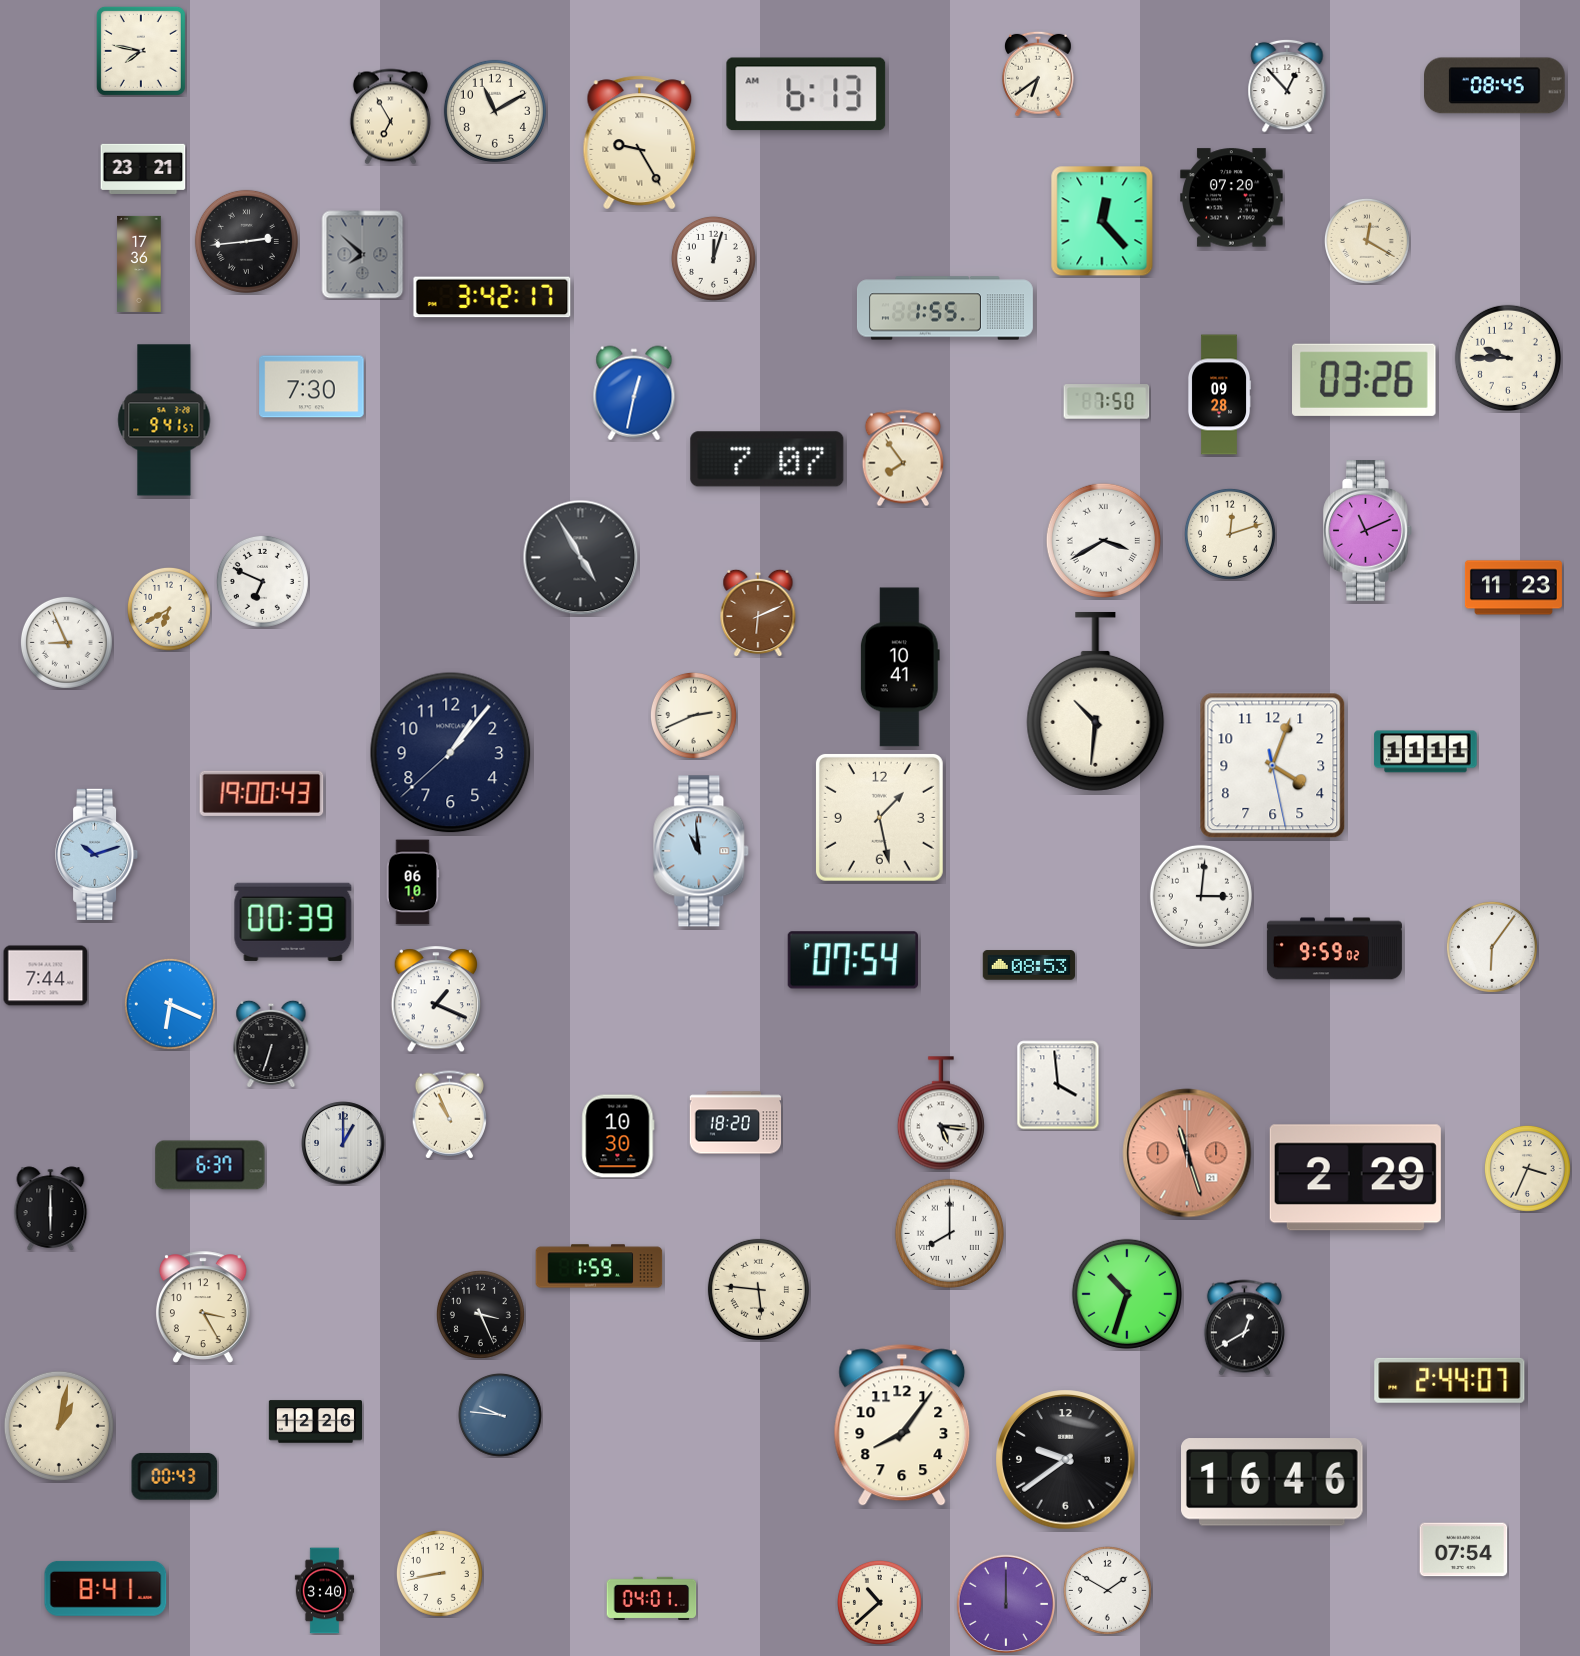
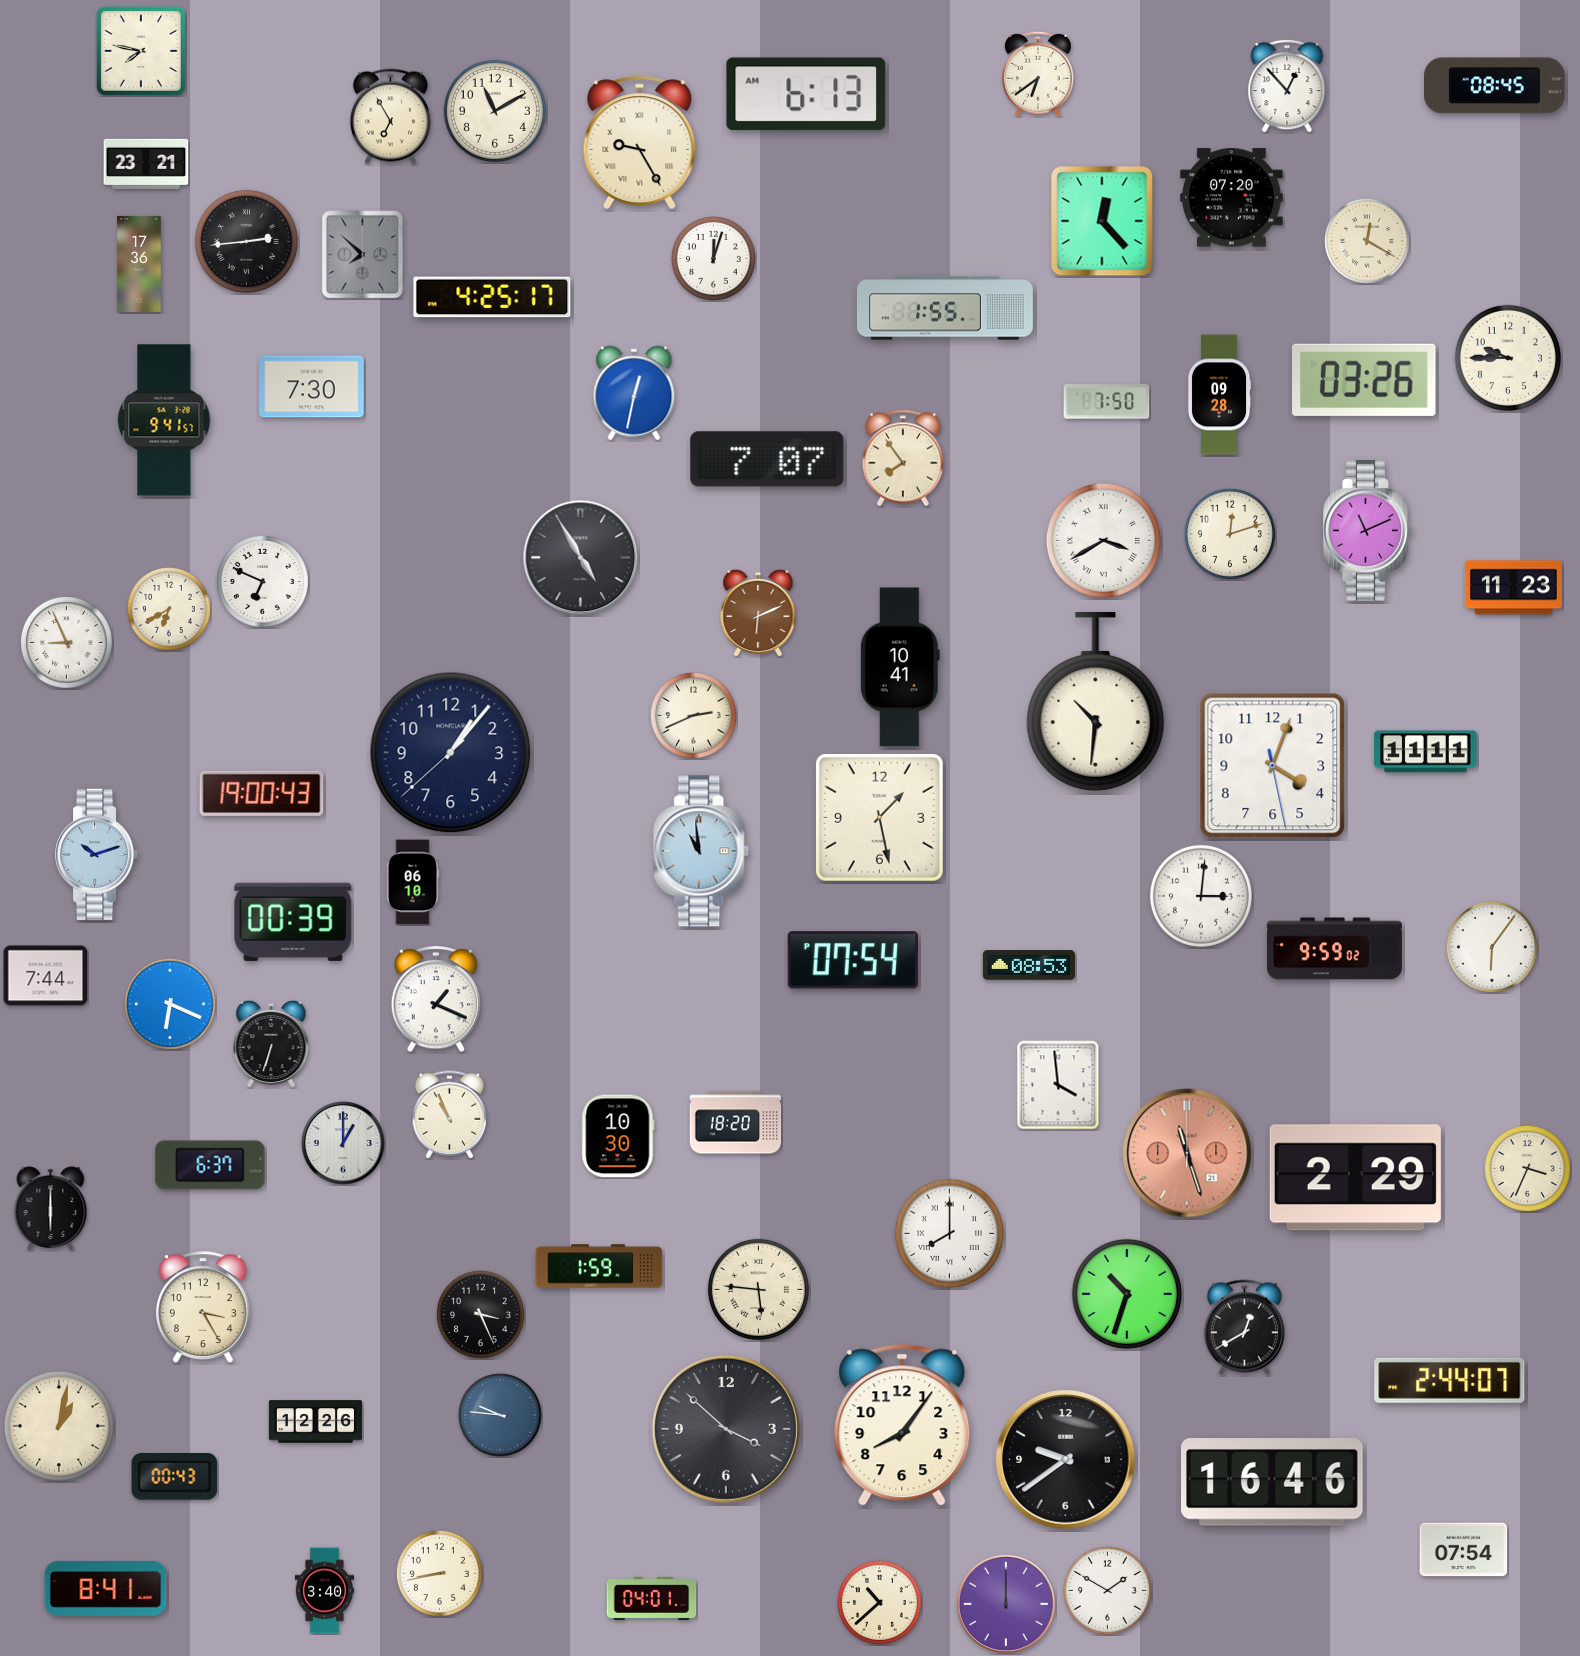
clock at (143, 169) position: (143, 169) -> (146, 164)
clock at (492, 297): 3:42 -> 4:25
clock at (941, 1113): 5:16 -> none
clock at (726, 1429): none -> 3:52
